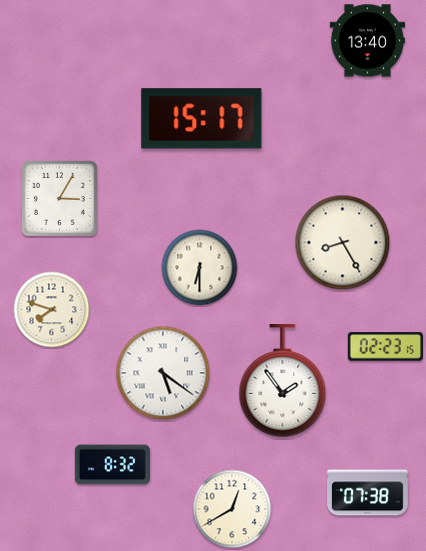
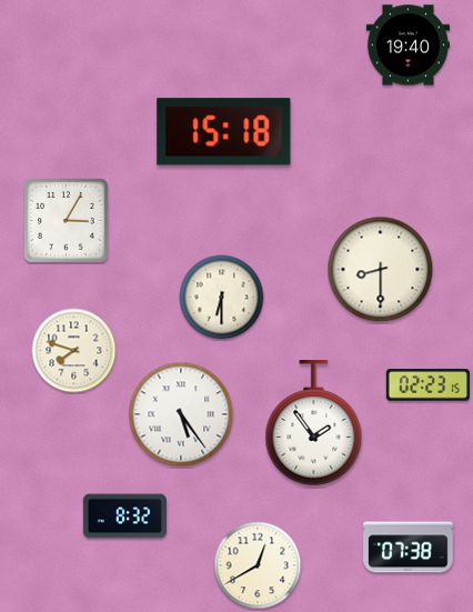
clock at (367, 41): 13:40 -> 19:40
clock at (202, 119): 15:17 -> 15:18
clock at (343, 243): 8:25 -> 8:30
clock at (52, 310) position: (52, 310) -> (74, 351)
clock at (163, 373): 5:21 -> 5:24
